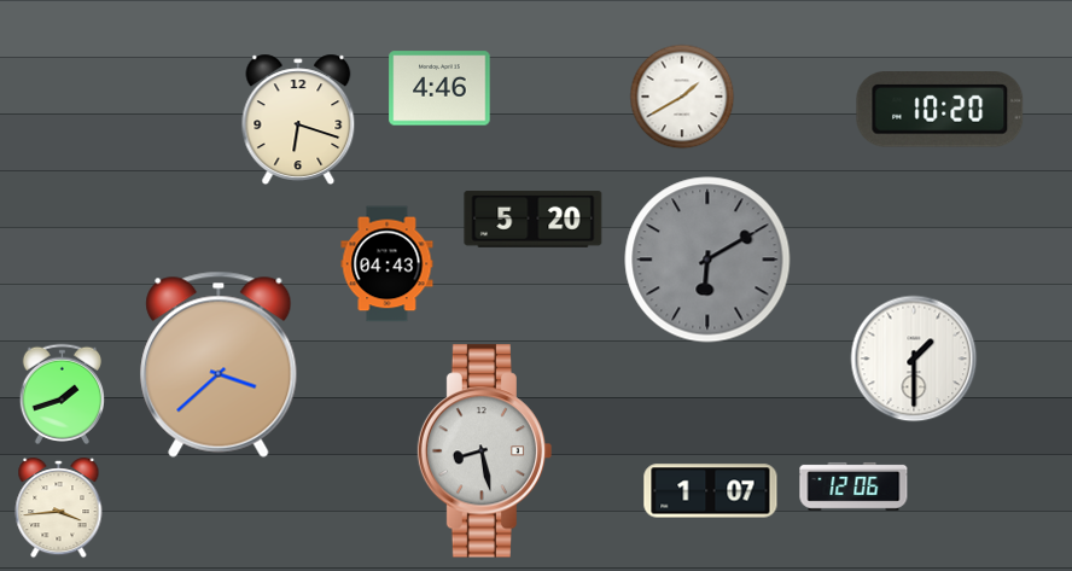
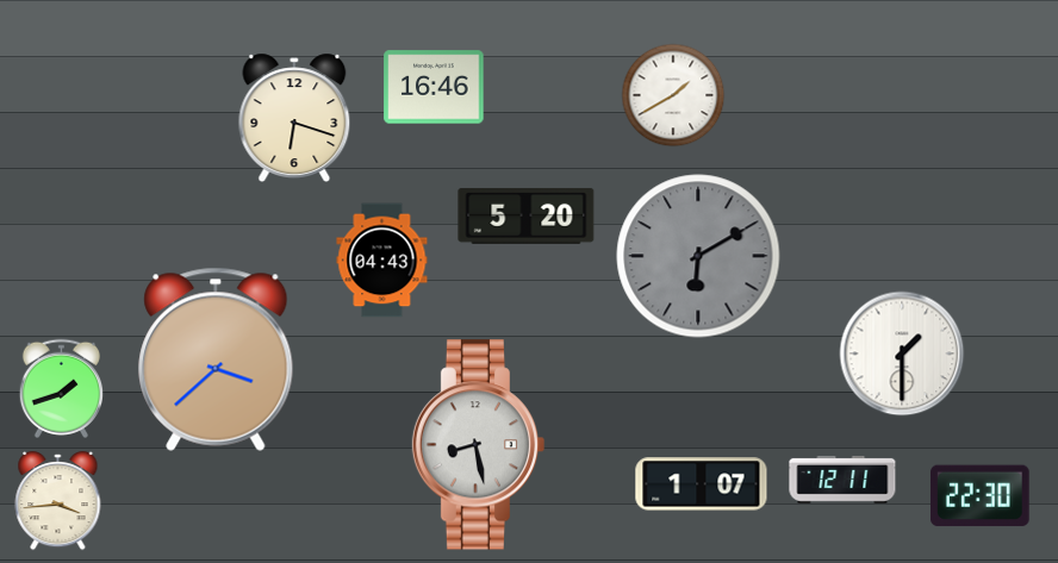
clock at (439, 88): 4:46 -> 16:46
clock at (940, 110): 10:20 -> none
clock at (853, 486): 12:06 -> 12:11
clock at (981, 496): none -> 22:30
